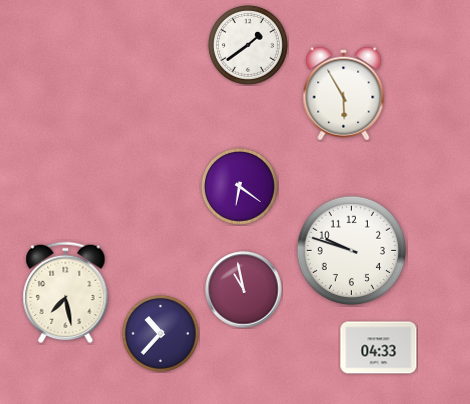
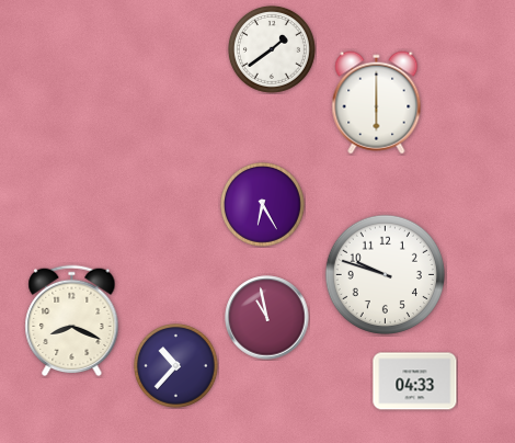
clock at (344, 94): 5:55 -> 6:00
clock at (240, 187): 6:21 -> 6:25
clock at (66, 293): 7:28 -> 8:19
